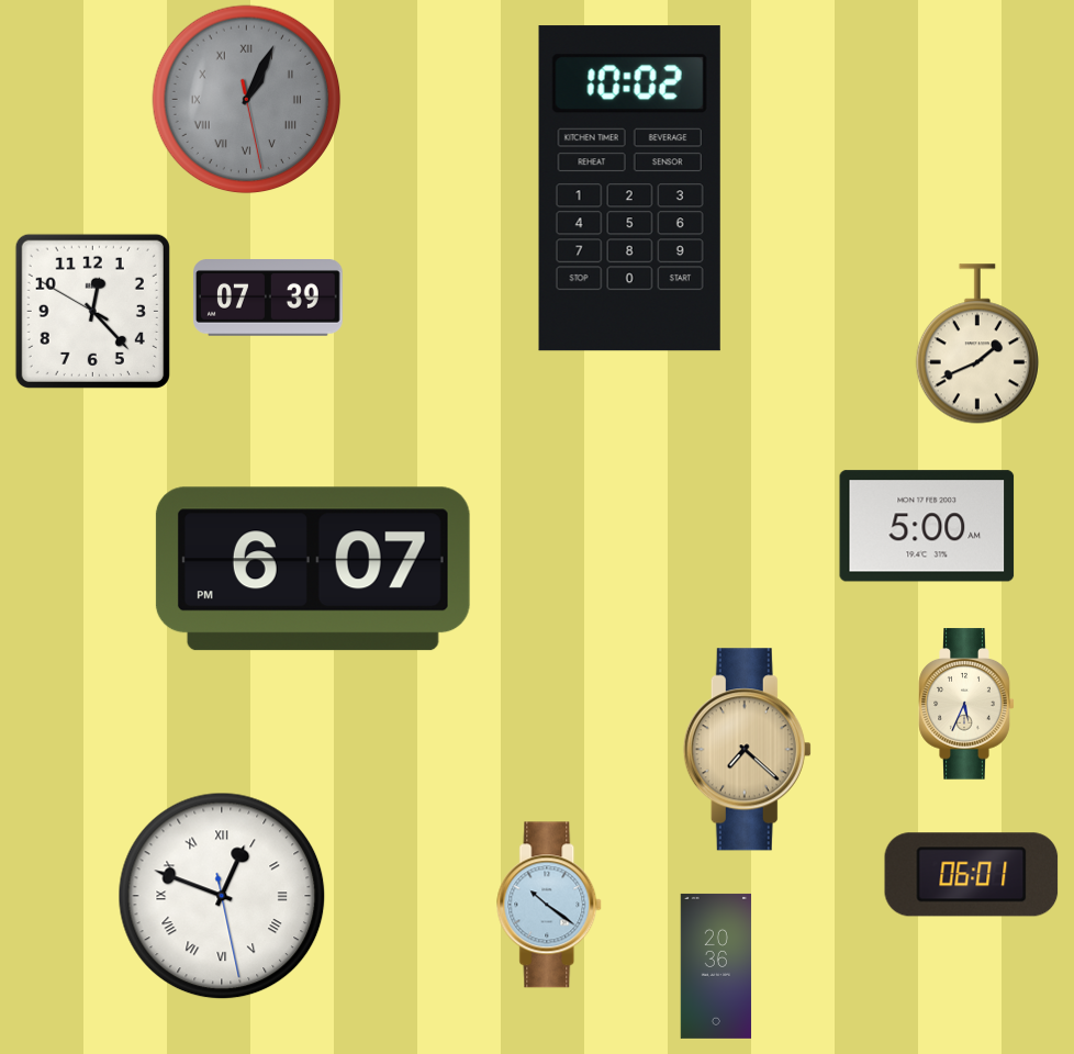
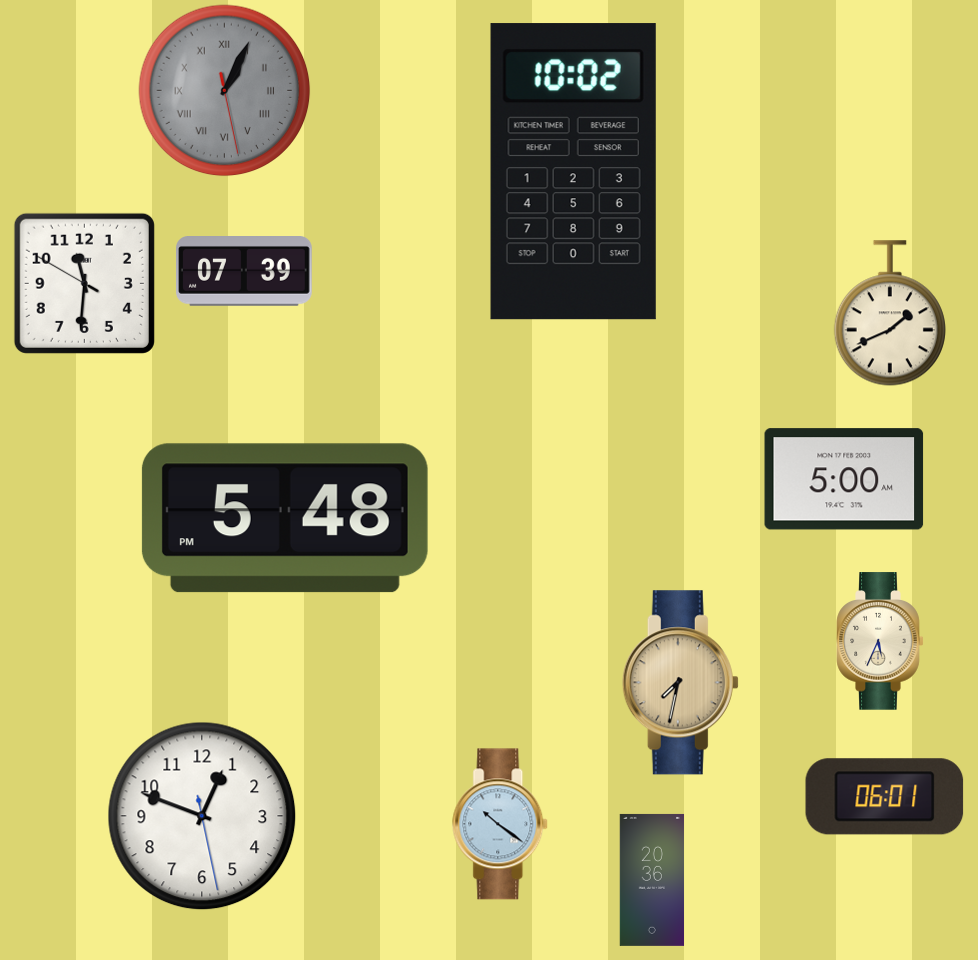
clock at (92, 311): 12:22 -> 11:30
clock at (313, 569): 6:07 -> 5:48
clock at (747, 750): 7:22 -> 7:32
clock at (222, 896) numerals: Roman -> Arabic
